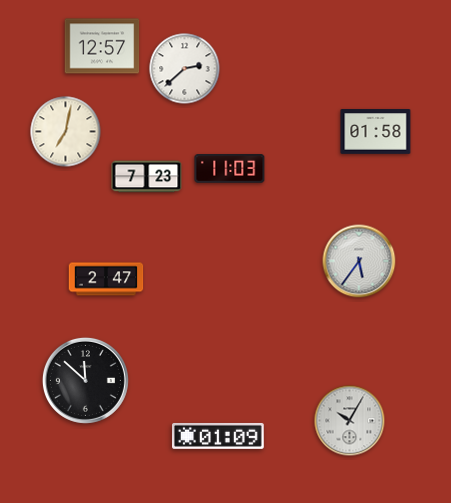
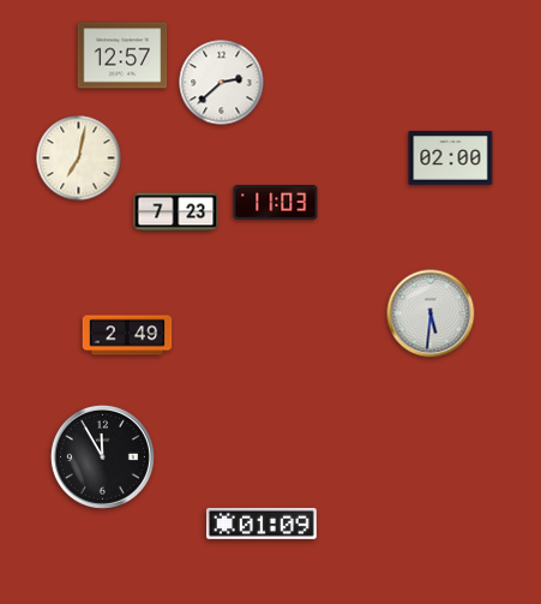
clock at (376, 132): 01:58 -> 02:00
clock at (359, 261): 5:36 -> 5:31
clock at (106, 279): 2:47 -> 2:49
clock at (85, 380): 11:52 -> 11:55
clock at (350, 421): 10:05 -> none
